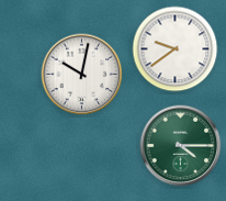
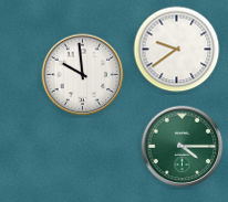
clock at (82, 75): 10:02 -> 9:59
